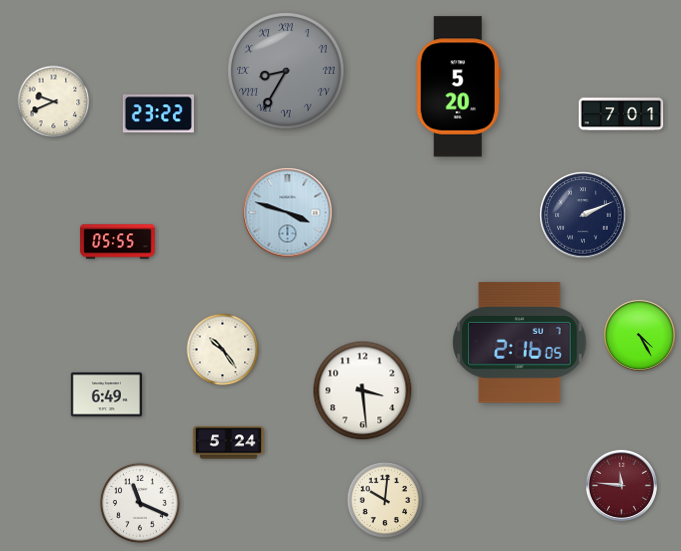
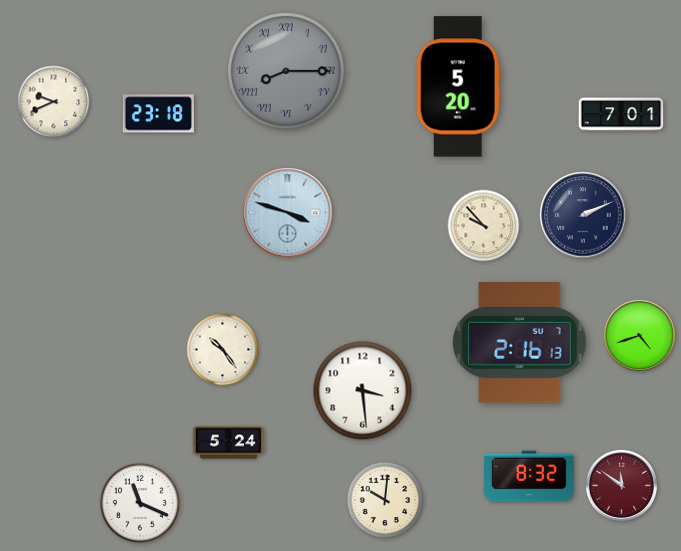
clock at (286, 71): 8:35 -> 8:15
clock at (158, 114): 23:22 -> 23:18
clock at (484, 226): none -> 9:53
clock at (118, 242): 05:55 -> none
clock at (639, 335): 4:25 -> 4:42
clock at (520, 343): 2:16:05 -> 2:16:13
clock at (106, 395): 6:49 -> none
clock at (529, 476): none -> 8:32
clock at (621, 485): 11:46 -> 11:51
